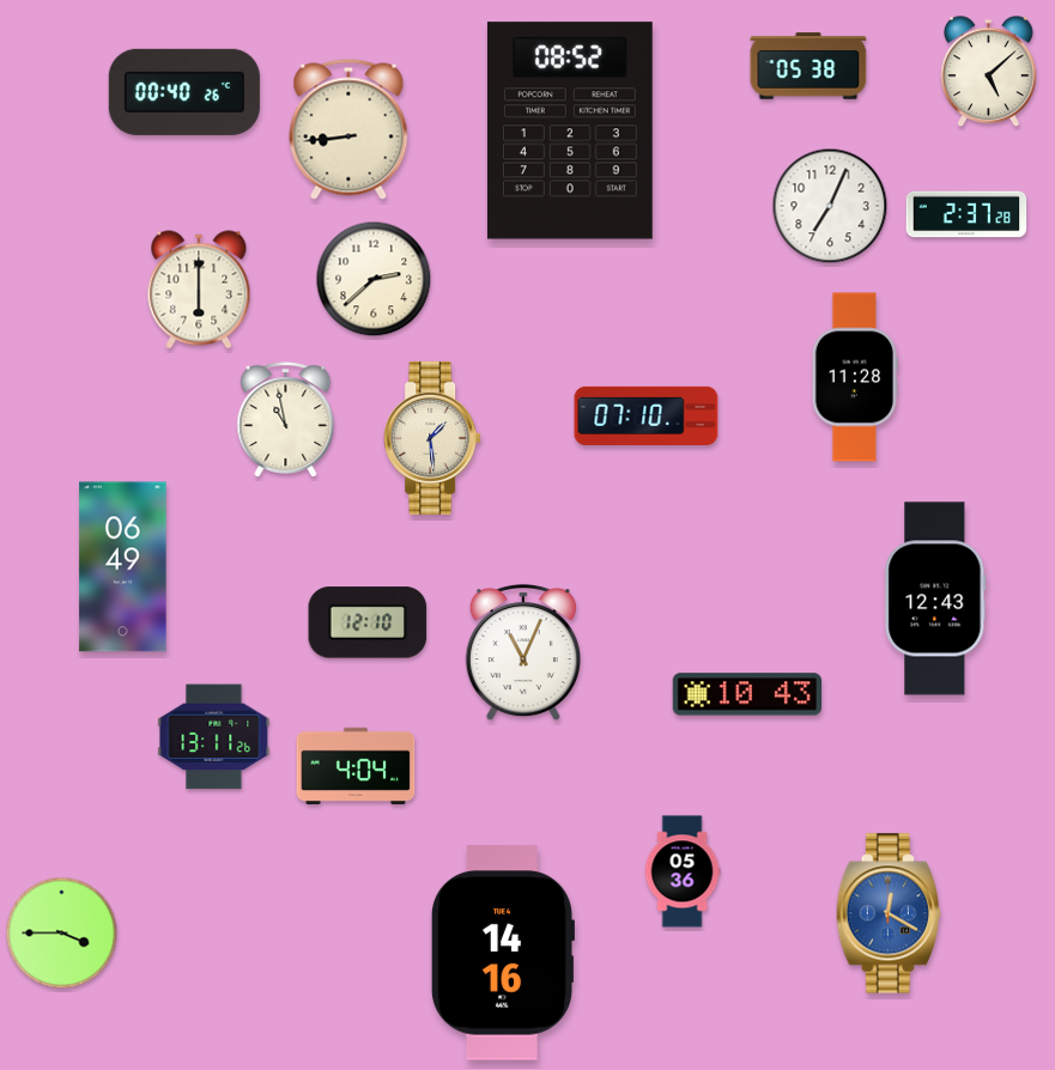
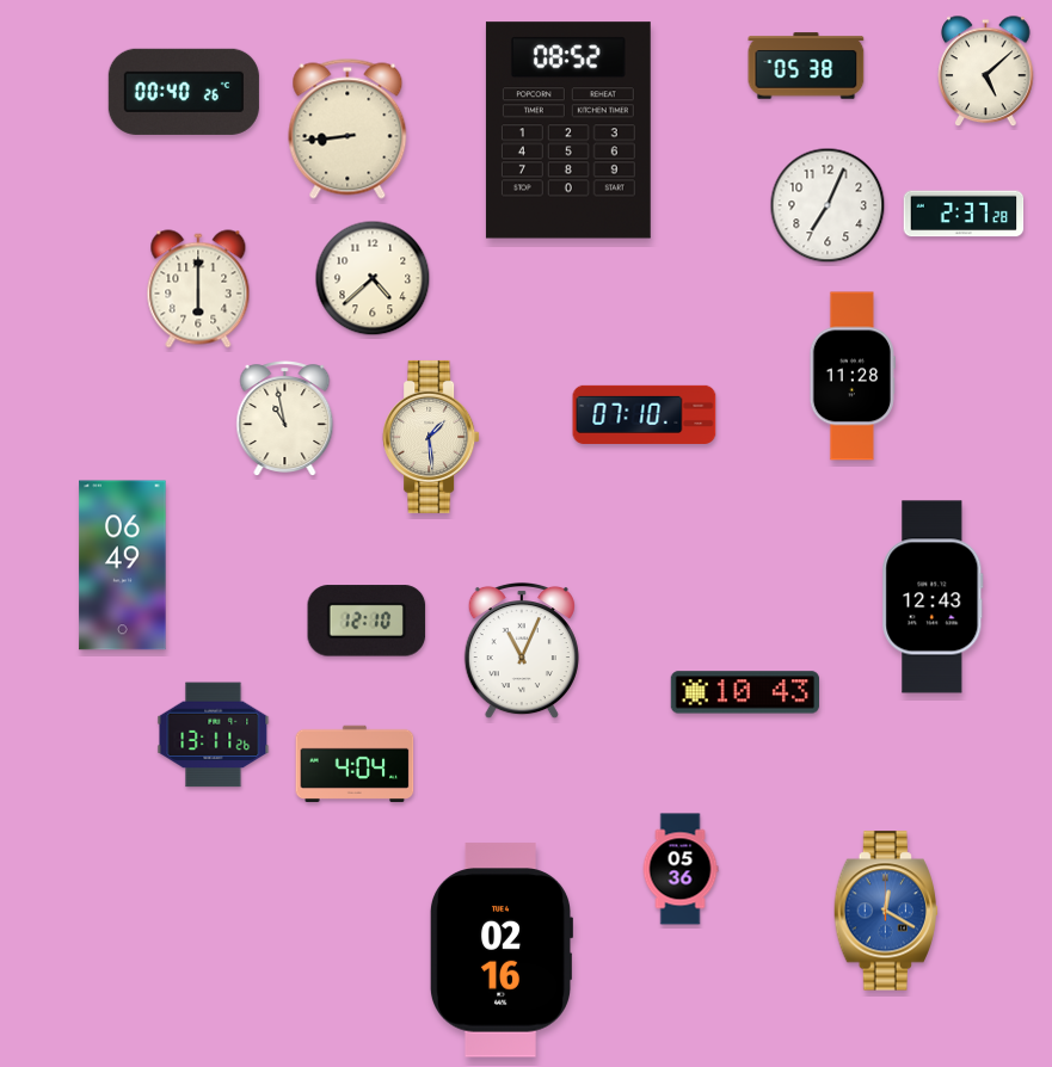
clock at (374, 279): 2:38 -> 4:38
clock at (62, 934): 3:45 -> none
clock at (502, 953): 14:16 -> 02:16
